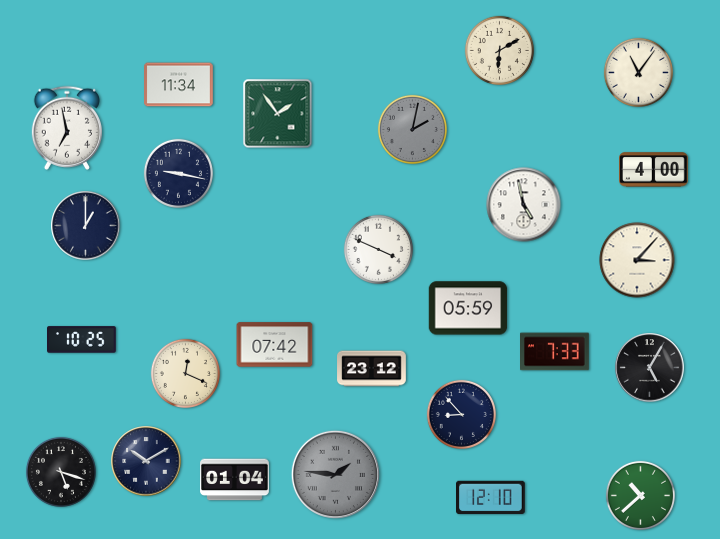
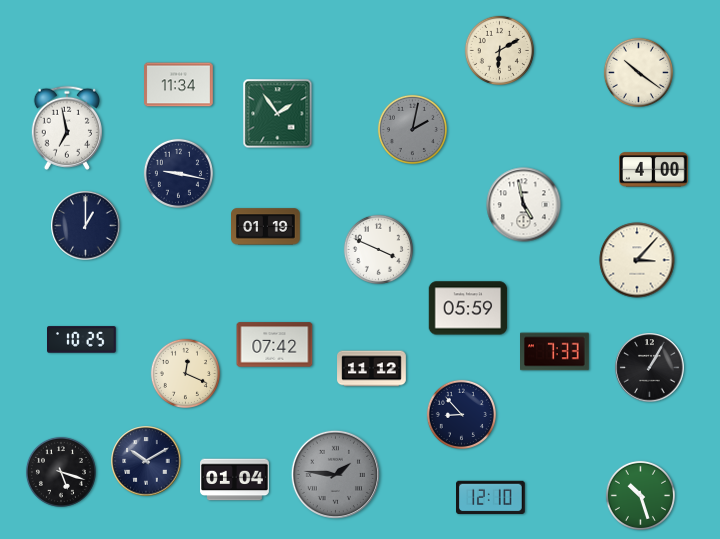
clock at (638, 72): 11:06 -> 10:21
clock at (266, 227): none -> 01:19
clock at (650, 368): 5:05 -> 1:05
clock at (372, 369): 23:12 -> 11:12
clock at (640, 495): 10:38 -> 10:27
